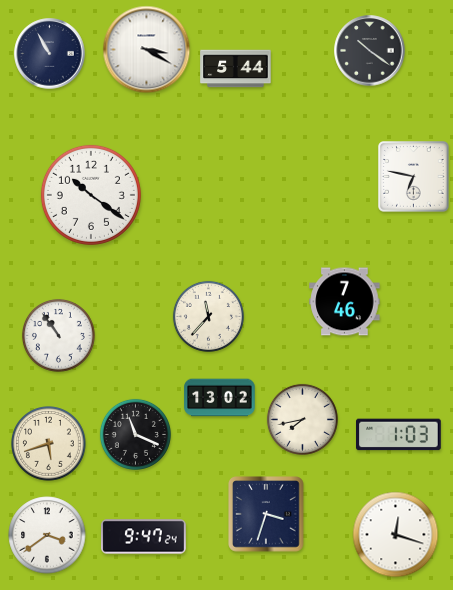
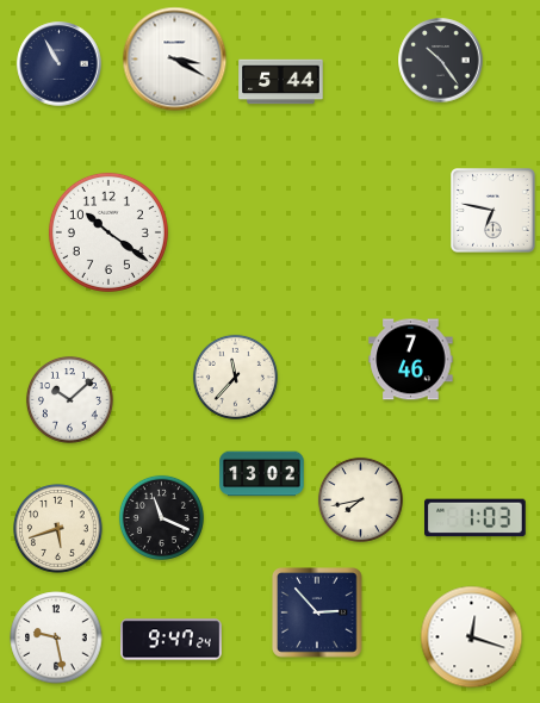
clock at (370, 51): 10:21 -> 10:24
clock at (208, 316) position: (208, 316) -> (235, 377)
clock at (58, 335): 10:54 -> 10:08
clock at (266, 514): 3:33 -> 2:53
clock at (47, 535): 3:39 -> 9:28
